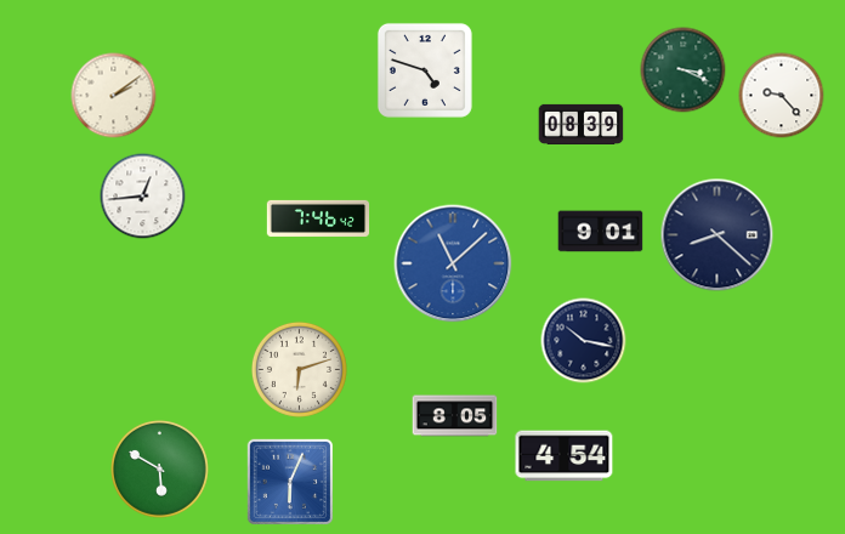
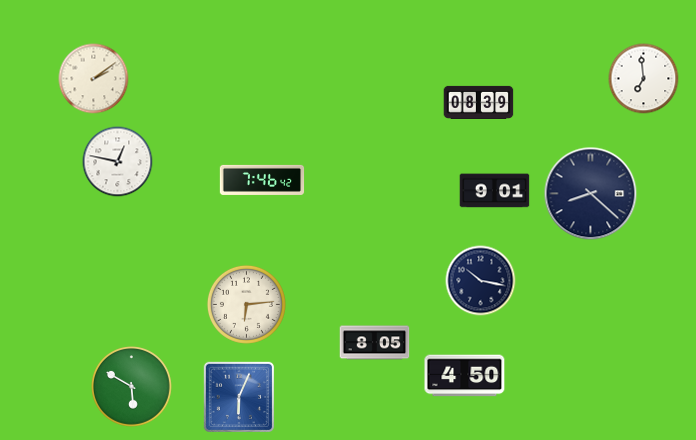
clock at (425, 70): 4:48 -> none
clock at (684, 70): 3:19 -> none
clock at (782, 96): 9:23 -> 6:59
clock at (143, 197): 12:44 -> 12:47
clock at (453, 263): 11:08 -> none
clock at (299, 369): 6:12 -> 6:14
clock at (565, 456): 4:54 -> 4:50
